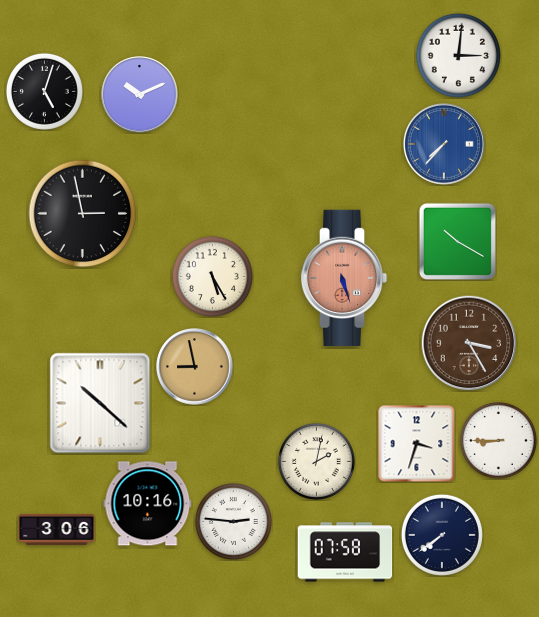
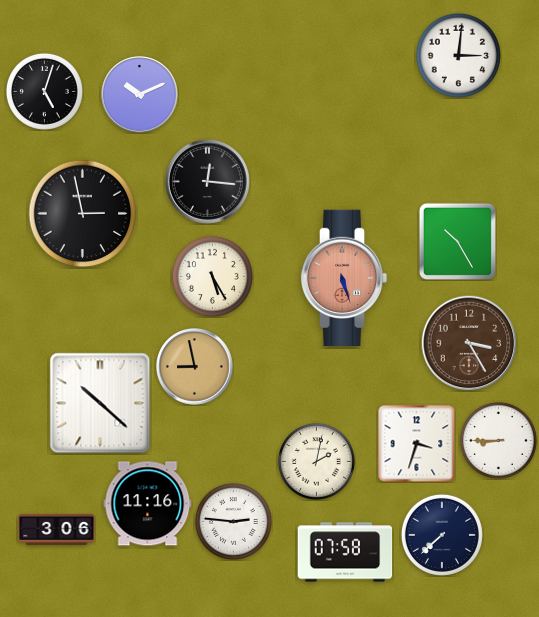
clock at (444, 144): 7:37 -> none
clock at (207, 181): none -> 12:16
clock at (457, 241): 10:20 -> 10:25
clock at (148, 504): 10:16 -> 11:16
clock at (442, 535): 7:39 -> 7:38
